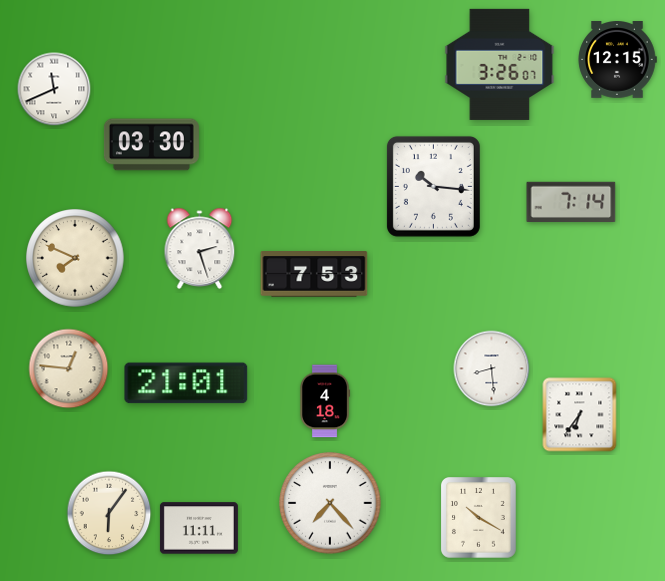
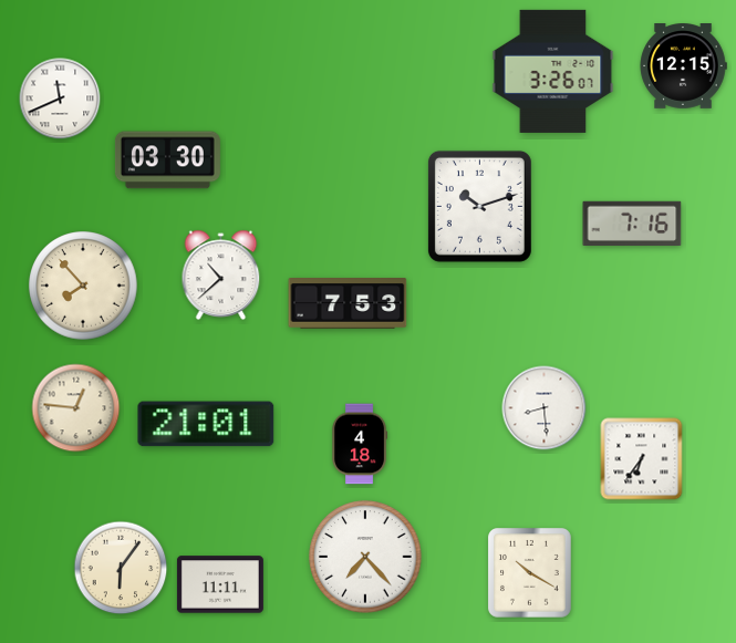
clock at (433, 186): 10:16 -> 10:12
clock at (571, 201): 7:14 -> 7:16
clock at (200, 248): 2:27 -> 10:38
clock at (75, 258): 7:49 -> 7:53
